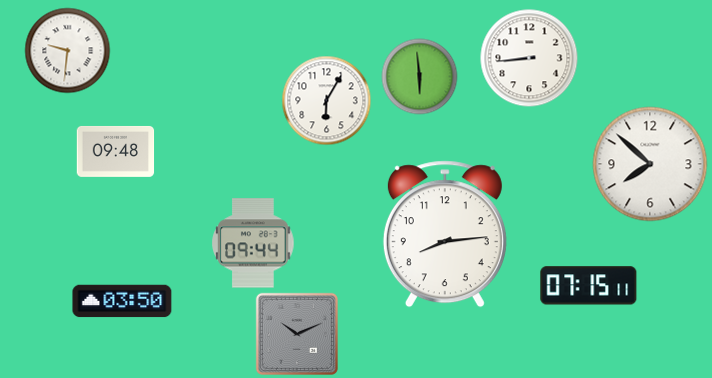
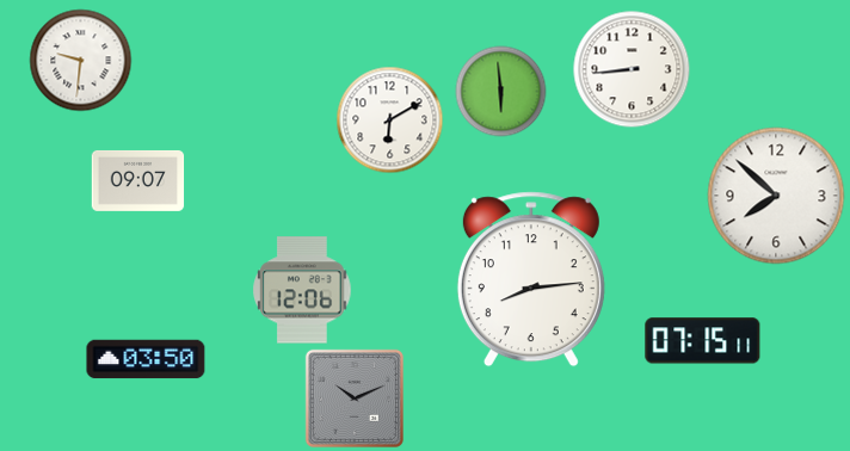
clock at (327, 101): 6:05 -> 6:10
clock at (116, 151): 09:48 -> 09:07
clock at (253, 243): 09:44 -> 12:06
